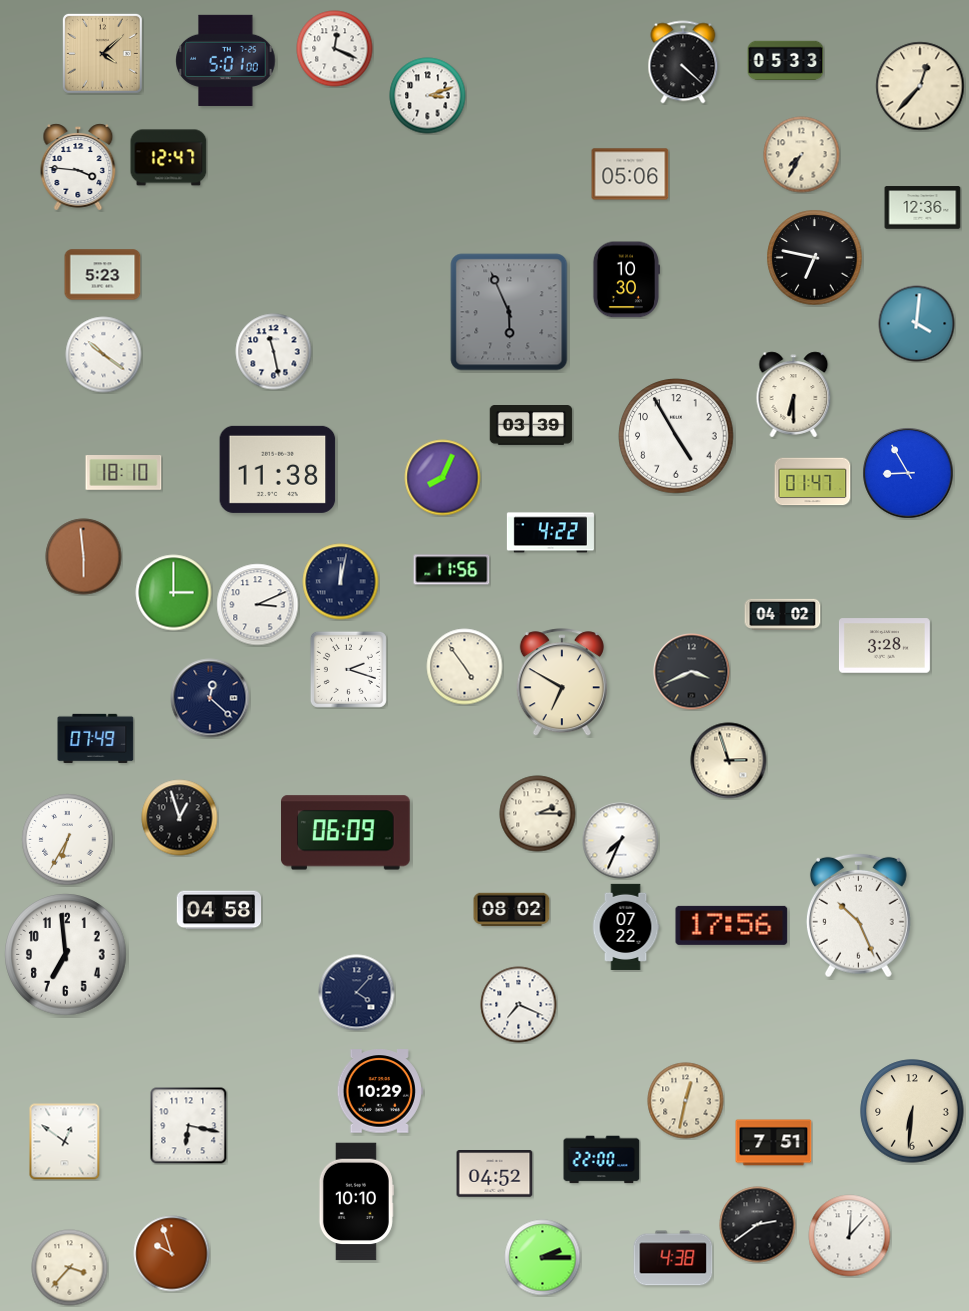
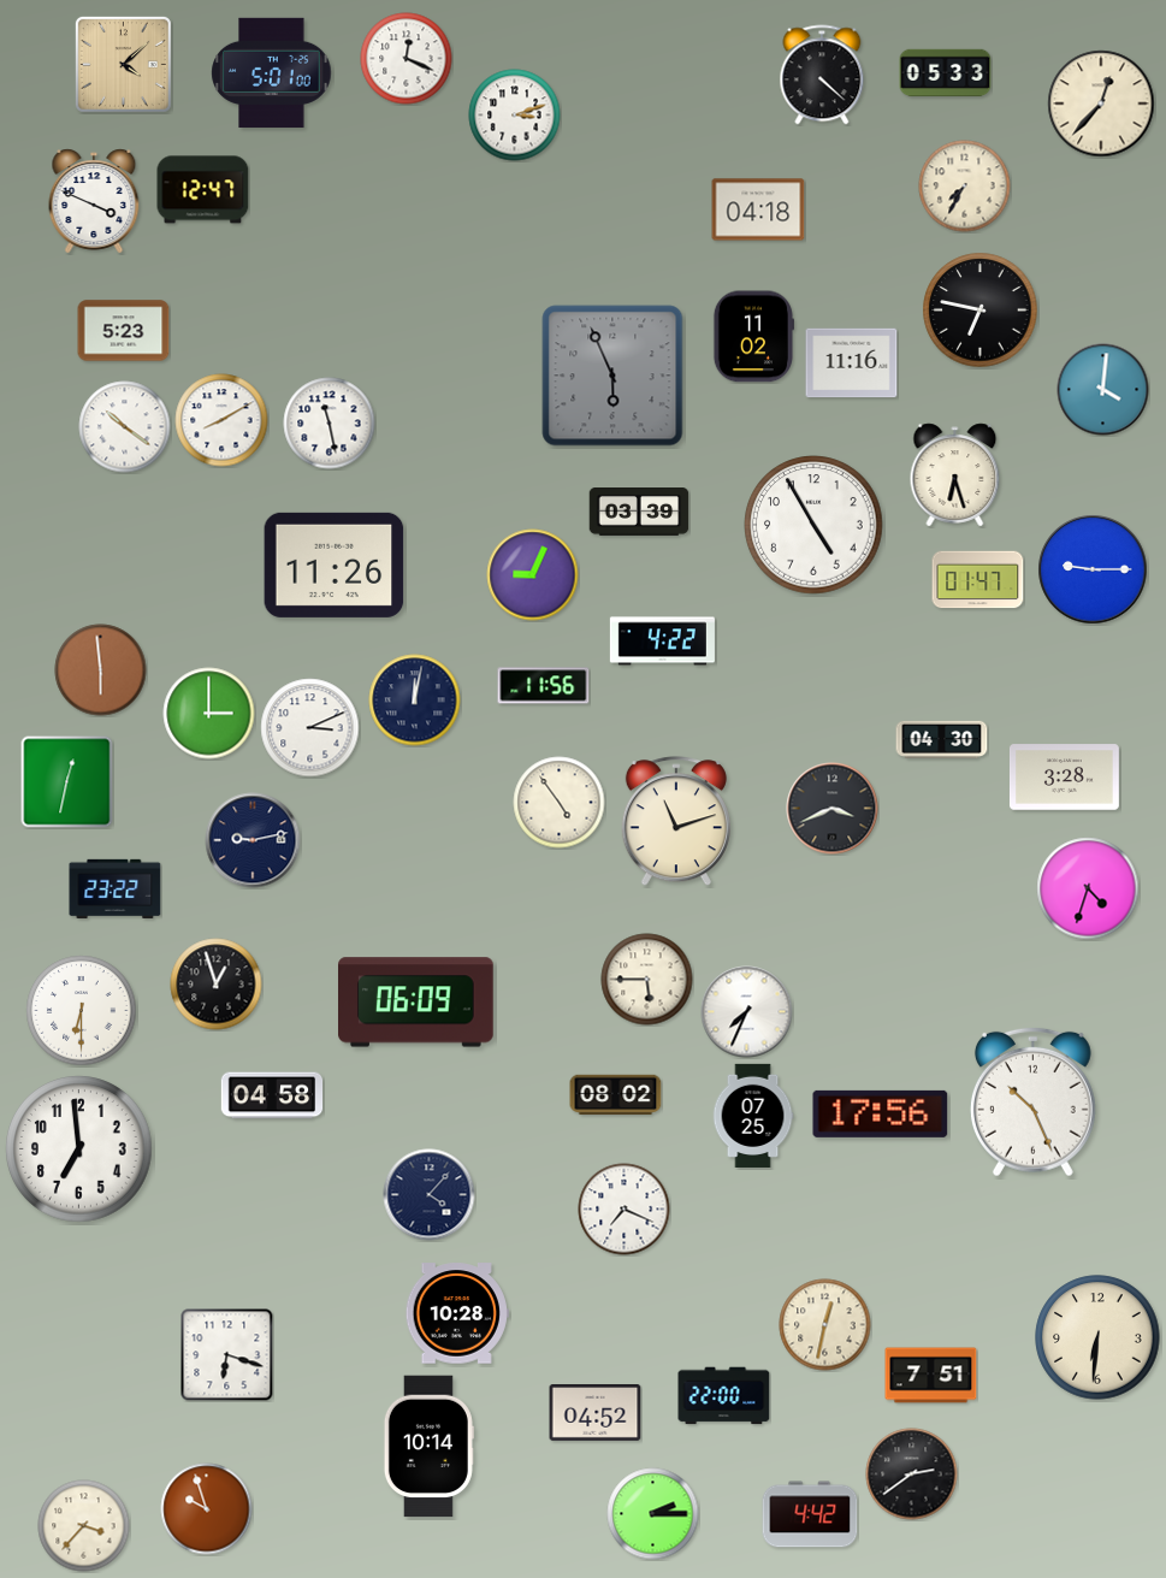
clock at (335, 49) position: (335, 49) -> (407, 59)
clock at (920, 86) position: (920, 86) -> (1101, 104)
clock at (78, 167): 3:46 -> 3:49
clock at (630, 174): 05:06 -> 04:18
clock at (923, 208): 12:36 -> none
clock at (626, 280): 10:30 -> 11:02
clock at (852, 364): none -> 11:16
clock at (221, 420): none -> 8:10
clock at (794, 395): 6:30 -> 6:27
clock at (278, 469): 11:38 -> 11:26
clock at (124, 473): 18:10 -> none
clock at (908, 473): 8:55 -> 9:15
clock at (443, 478): 8:04 -> 9:04
clock at (341, 582) position: (341, 582) -> (415, 701)
clock at (783, 614): 04:02 -> 04:30
clock at (67, 782): none -> 12:32
clock at (348, 669): 2:18 -> none
clock at (562, 683): 6:50 -> 11:12
clock at (210, 698): 12:22 -> 9:13
clock at (96, 738): 07:49 -> 23:22
clock at (1088, 888): none -> 4:33
clock at (729, 761): 2:57 -> none
clock at (538, 814): 2:15 -> 5:45
clock at (68, 840): 6:35 -> 6:30
clock at (219, 910) position: (219, 910) -> (272, 1095)
clock at (626, 927): 07:22 -> 07:25
clock at (380, 1091): 10:29 -> 10:28
clock at (189, 1126): 6:17 -> 6:18
clock at (65, 1142): 12:51 -> none
clock at (356, 1202): 10:10 -> 10:14
clock at (850, 1236): 12:07 -> none
clock at (673, 1258): 4:38 -> 4:42
